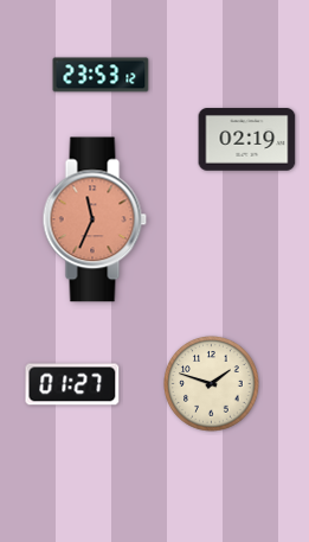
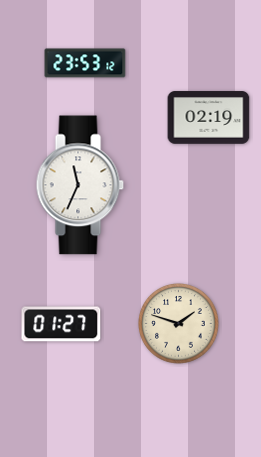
clock at (95, 219) dial: salmon -> white
